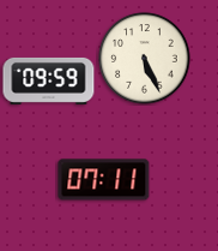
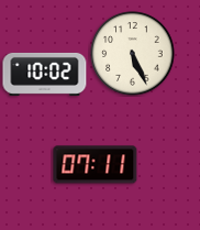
clock at (49, 80): 09:59 -> 10:02
